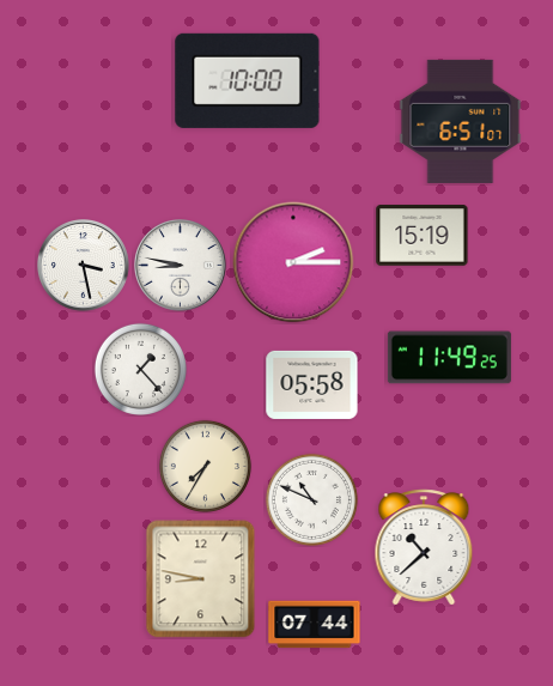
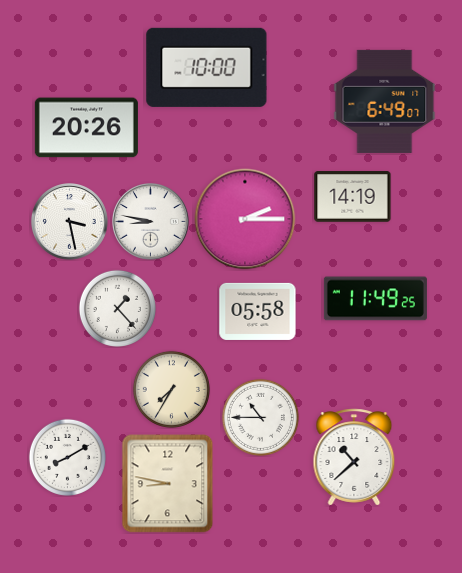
clock at (461, 121): 6:51 -> 6:49
clock at (86, 128): none -> 20:26
clock at (423, 236): 15:19 -> 14:19
clock at (312, 384) position: (312, 384) -> (258, 311)
clock at (311, 499): 10:49 -> 10:45
clock at (67, 457): none -> 8:10
clock at (315, 625): 07:44 -> none
